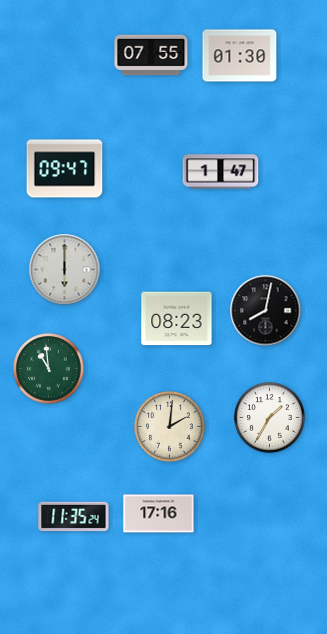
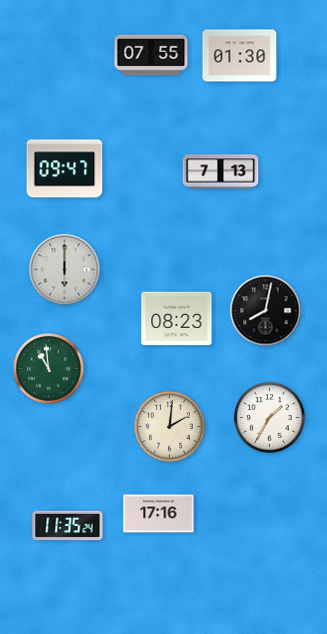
clock at (221, 172): 1:47 -> 7:13
clock at (74, 517) position: (74, 517) -> (68, 526)
